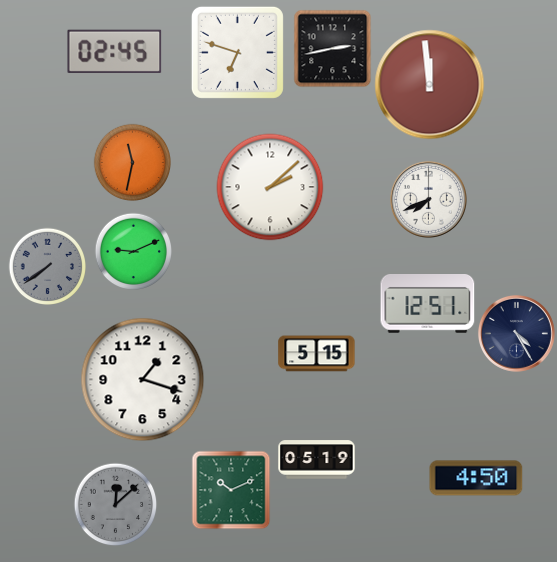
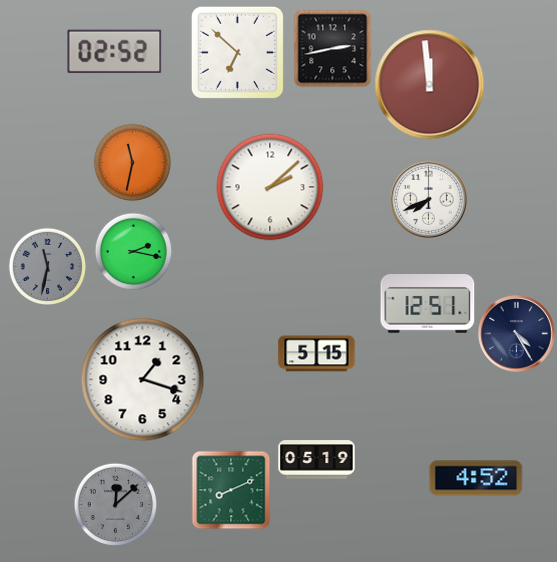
clock at (115, 51): 02:45 -> 02:52
clock at (237, 52): 6:48 -> 6:52
clock at (133, 251): 9:11 -> 2:17
clock at (47, 266): 7:39 -> 11:32
clock at (476, 478): 4:50 -> 4:52
clock at (231, 490): 10:11 -> 8:11
